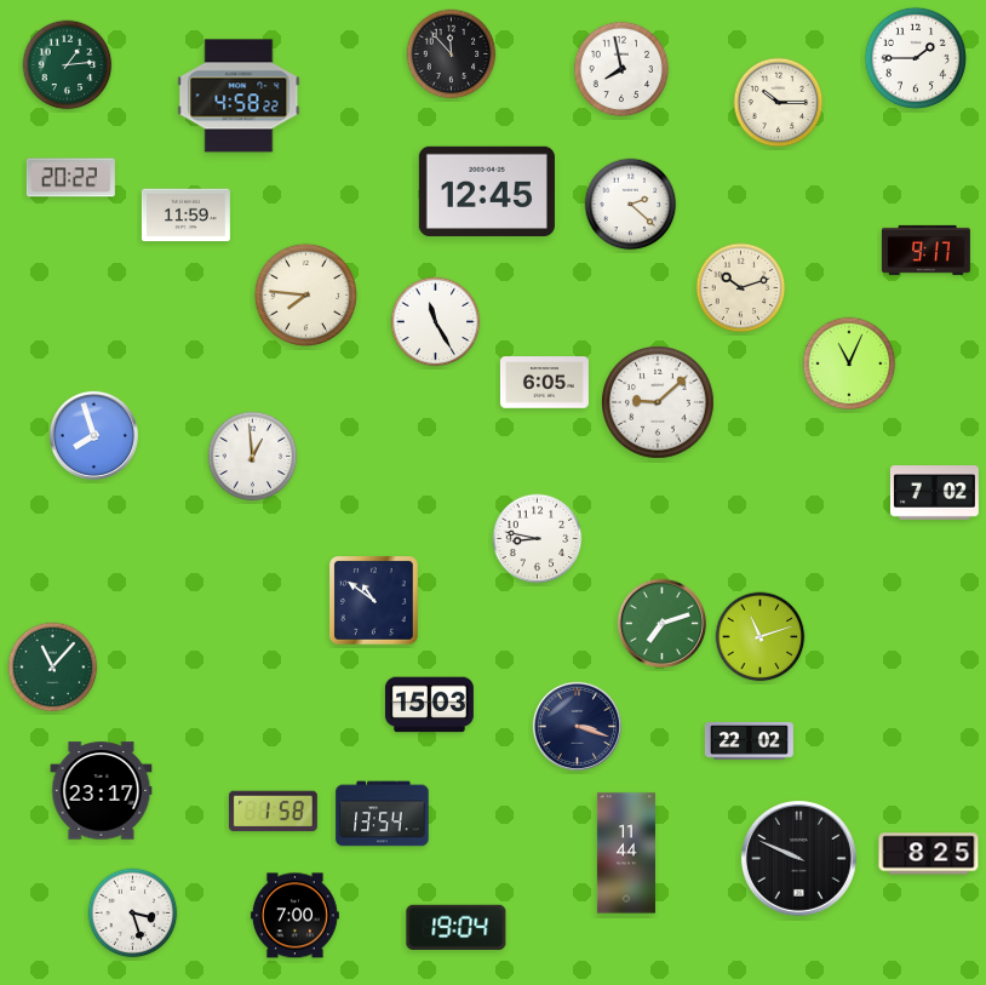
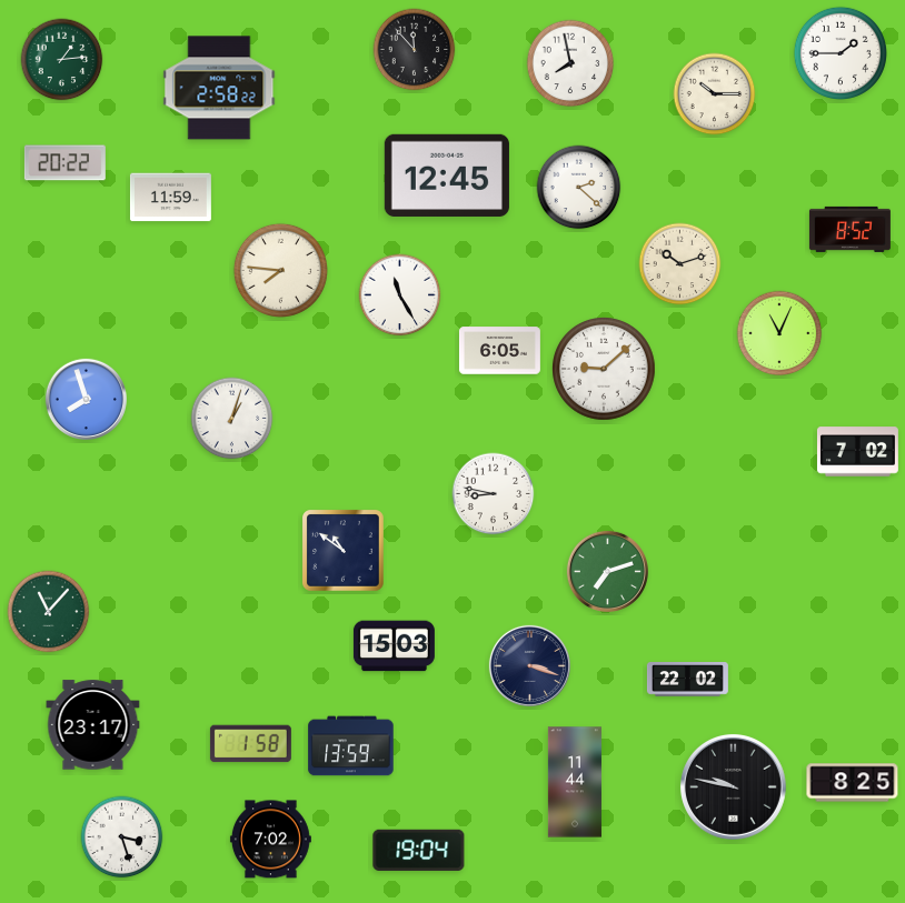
clock at (239, 96): 4:58 -> 2:58
clock at (925, 250): 9:17 -> 8:52
clock at (253, 457): 12:59 -> 1:03
clock at (761, 637): 11:12 -> none
clock at (383, 814): 13:54 -> 13:59
clock at (798, 858): 9:49 -> 9:47
clock at (294, 916): 7:00 -> 7:02
